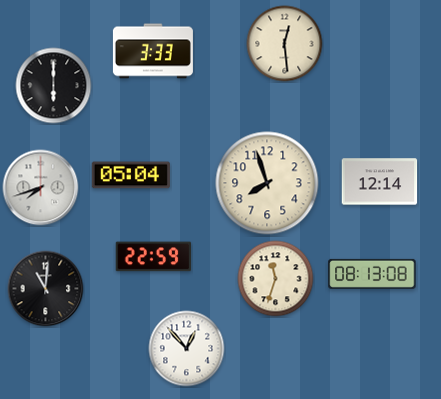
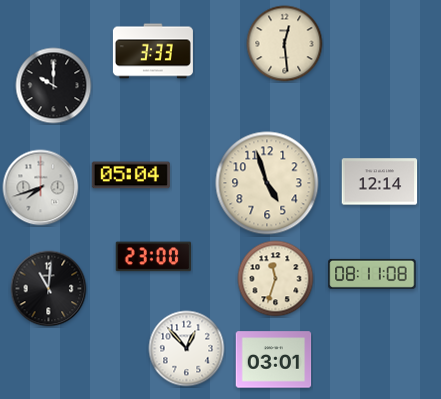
clock at (54, 86): 6:00 -> 10:00
clock at (267, 183): 7:57 -> 4:57
clock at (154, 257): 22:59 -> 23:00
clock at (372, 274): 08:13 -> 08:11
clock at (46, 289) position: (46, 289) -> (49, 289)
clock at (274, 360): none -> 03:01
